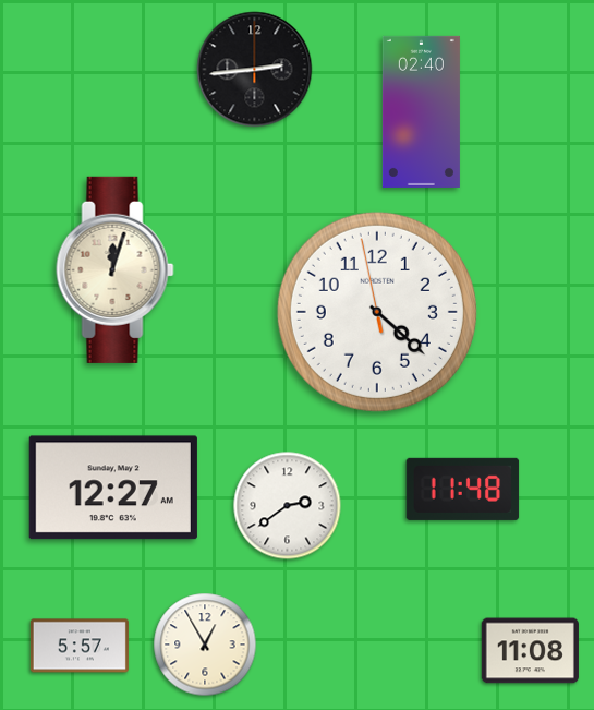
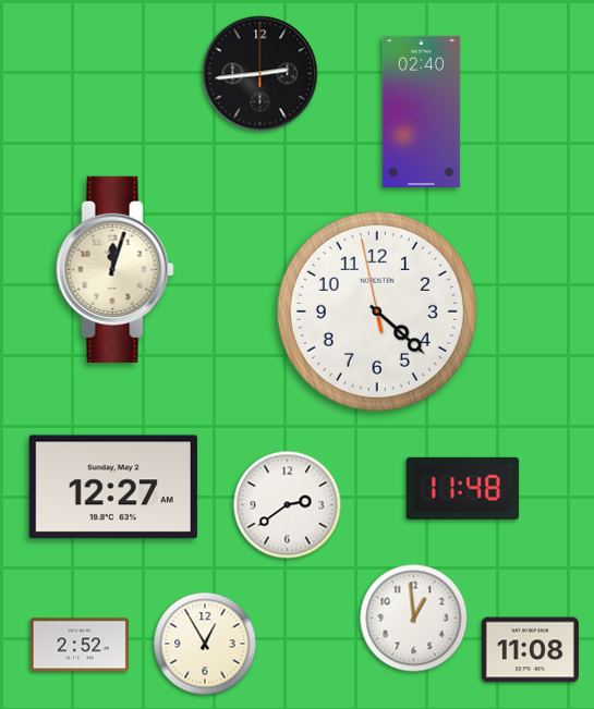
clock at (255, 70) position: (255, 70) -> (260, 74)
clock at (414, 619): none -> 12:59
clock at (80, 646): 5:57 -> 2:52
